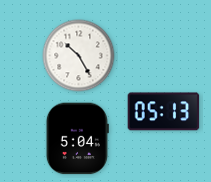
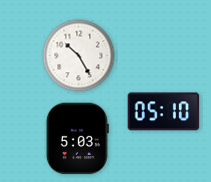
clock at (164, 112): 05:13 -> 05:10
clock at (77, 139): 5:04 -> 5:03
